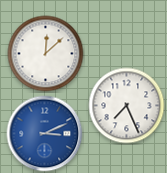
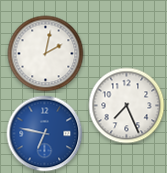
clock at (46, 54): 12:08 -> 2:02
clock at (45, 134): 3:11 -> 6:47
